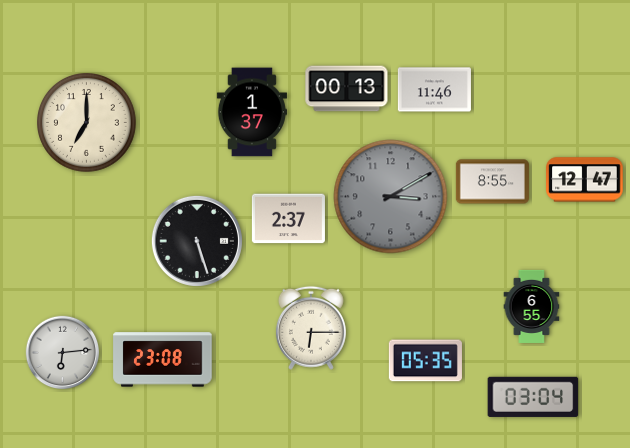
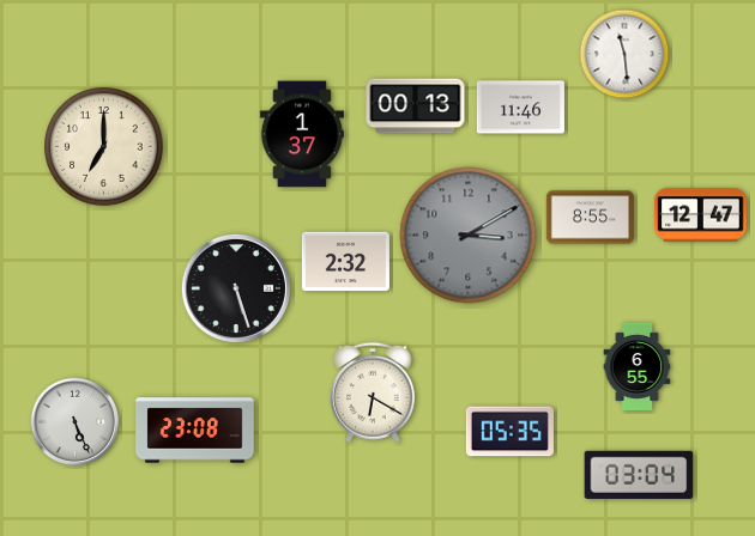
clock at (624, 54): none -> 11:29
clock at (288, 219): 2:37 -> 2:32
clock at (311, 328): 6:15 -> 6:20
clock at (63, 353): 6:14 -> 5:26
